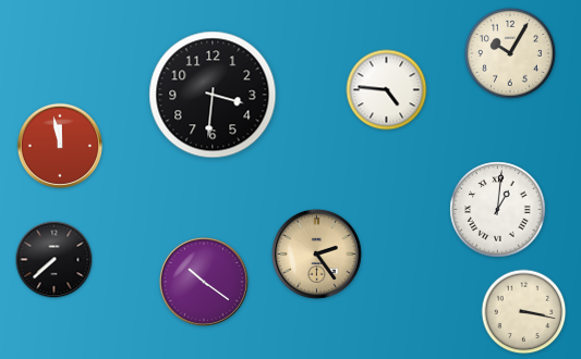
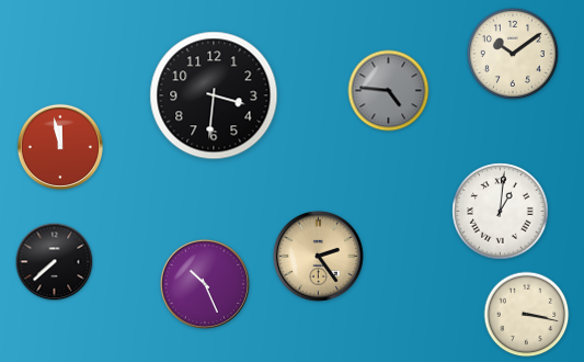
clock at (510, 53): 10:05 -> 10:09
clock at (387, 90) dial: white -> grey
clock at (204, 282): 10:21 -> 10:26
